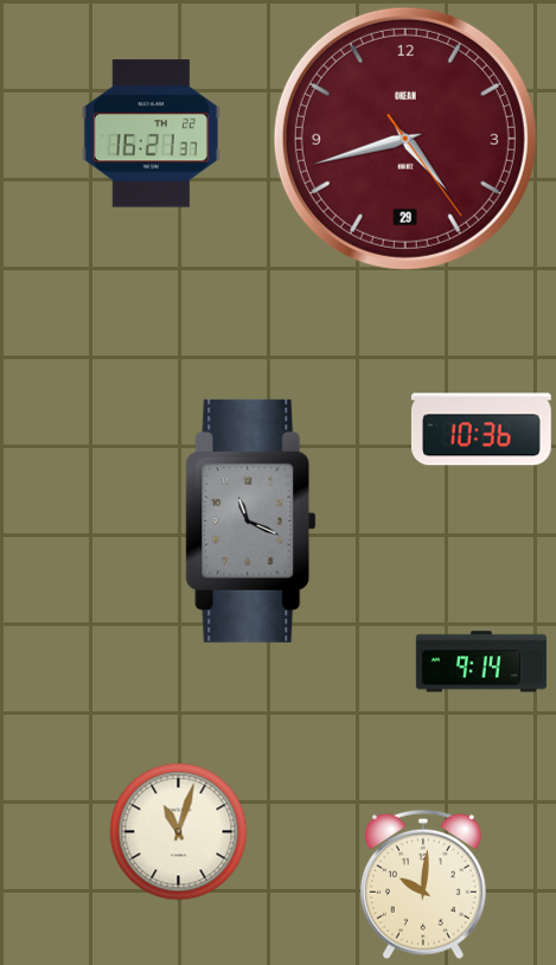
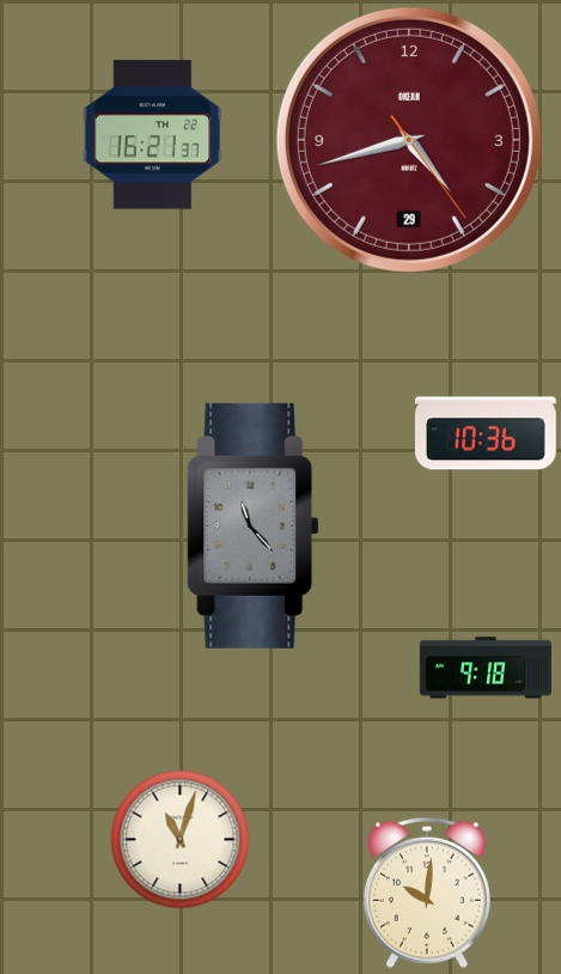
clock at (251, 520): 11:19 -> 11:23
clock at (481, 662): 9:14 -> 9:18
